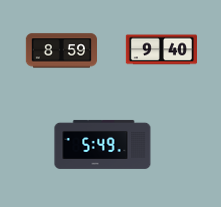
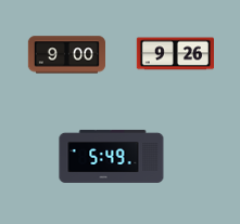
clock at (161, 50): 9:40 -> 9:26
clock at (61, 51): 8:59 -> 9:00
